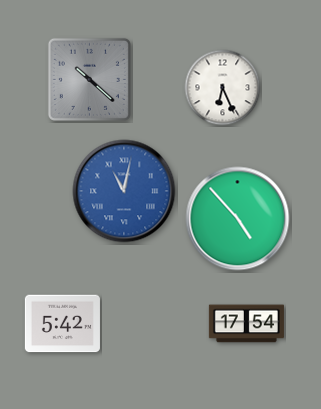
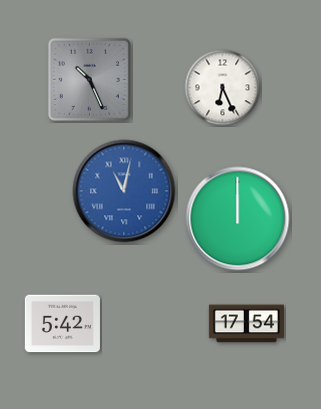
clock at (89, 79): 10:22 -> 10:26
clock at (238, 219): 4:53 -> 12:00
